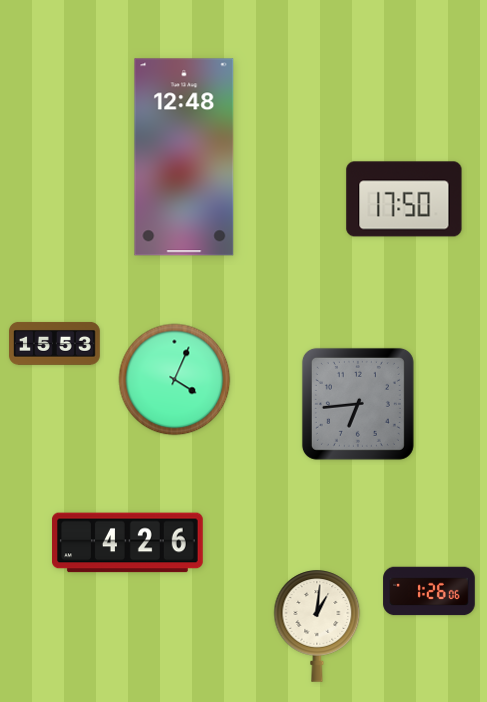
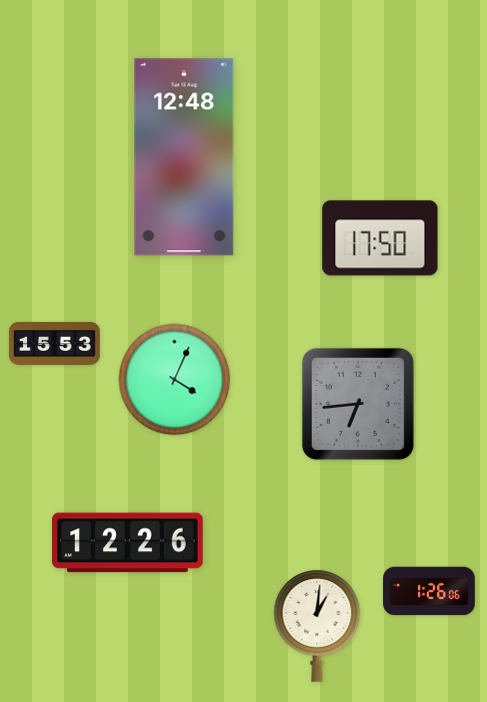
clock at (404, 199) position: (404, 199) -> (380, 238)
clock at (128, 543): 4:26 -> 12:26
